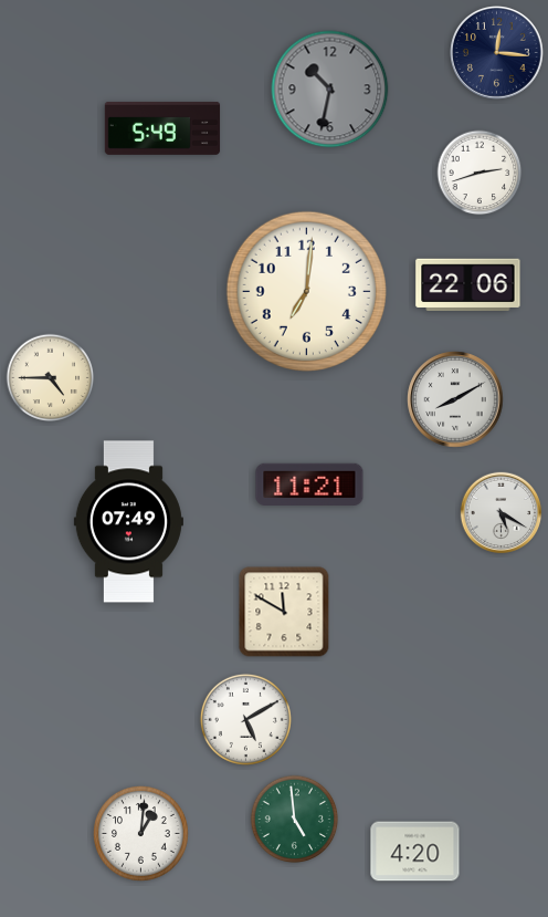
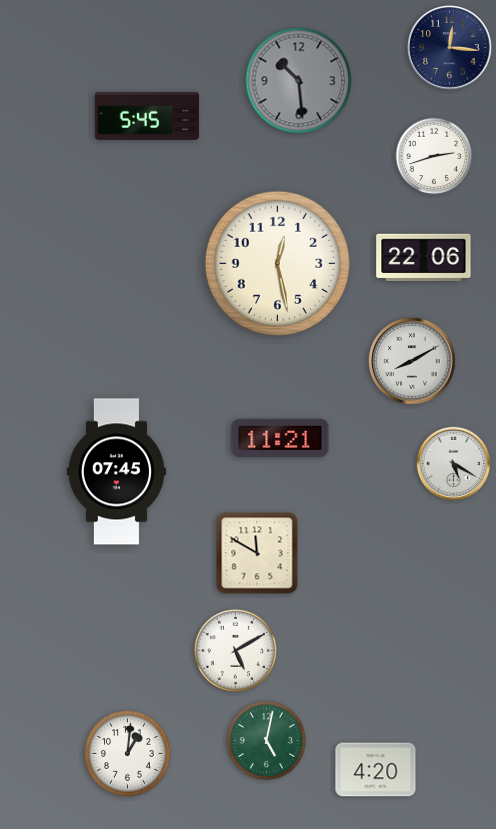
clock at (330, 90): 10:32 -> 10:29
clock at (162, 128): 5:49 -> 5:45
clock at (306, 291): 7:01 -> 12:28
clock at (51, 378): 4:45 -> none
clock at (128, 522): 07:49 -> 07:45
clock at (245, 719) position: (245, 719) -> (235, 650)
clock at (295, 820): 4:59 -> 5:02
